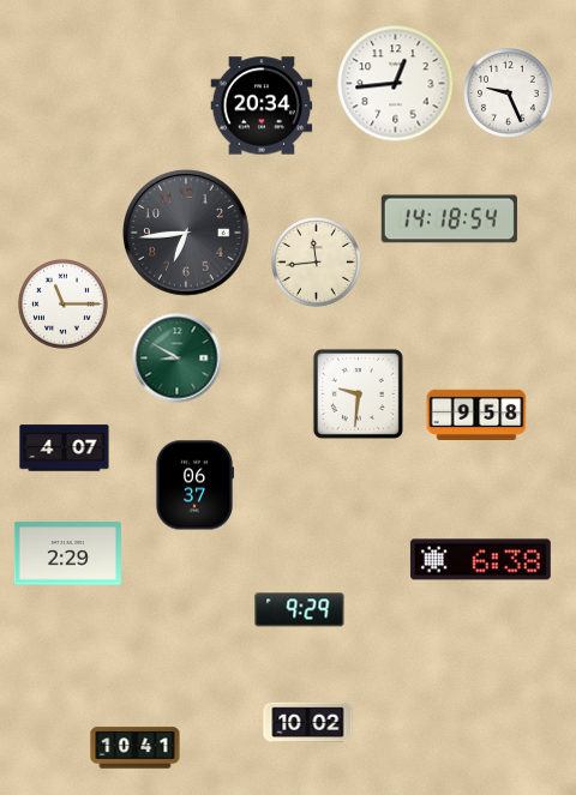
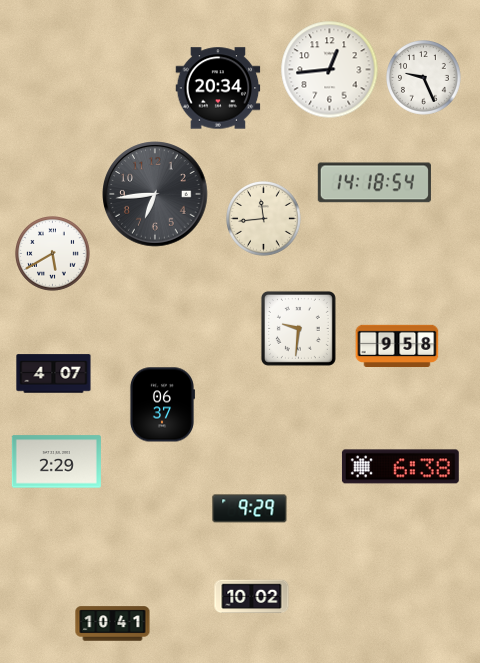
clock at (64, 305): 11:15 -> 5:40
clock at (178, 359): 8:50 -> none
clock at (308, 723) position: (308, 723) -> (252, 597)
